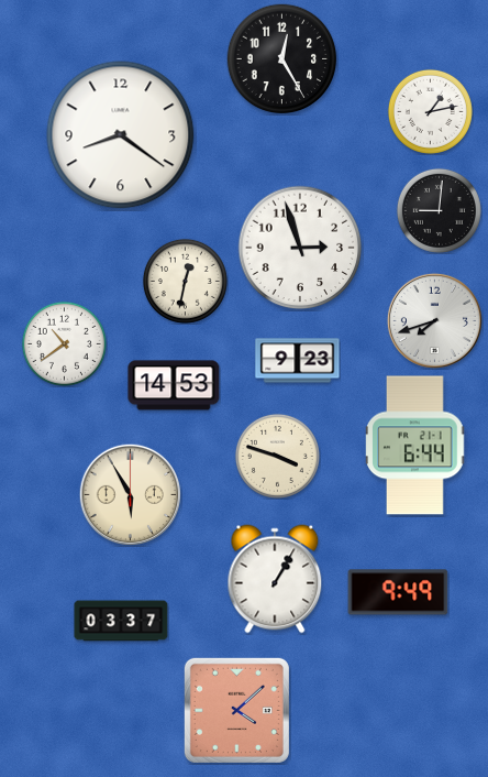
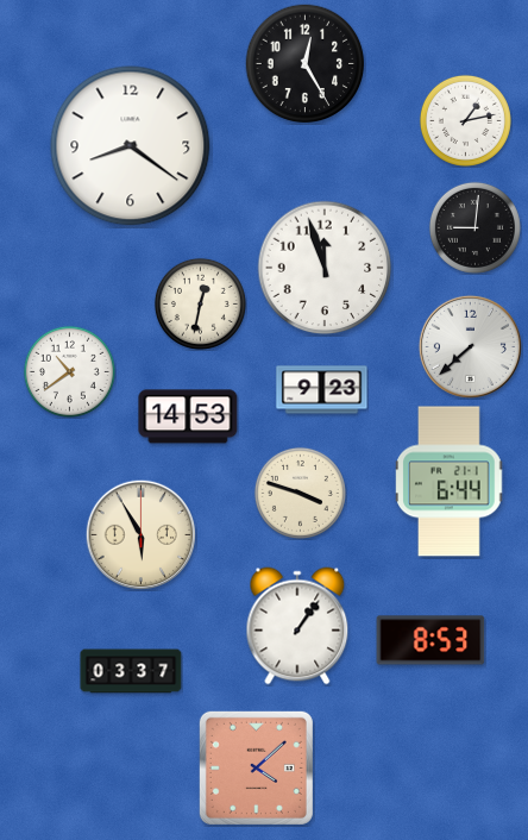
clock at (300, 248): 2:57 -> 11:57
clock at (434, 320): 7:42 -> 7:38
clock at (275, 579): 1:05 -> 1:06
clock at (398, 592): 9:49 -> 8:53
